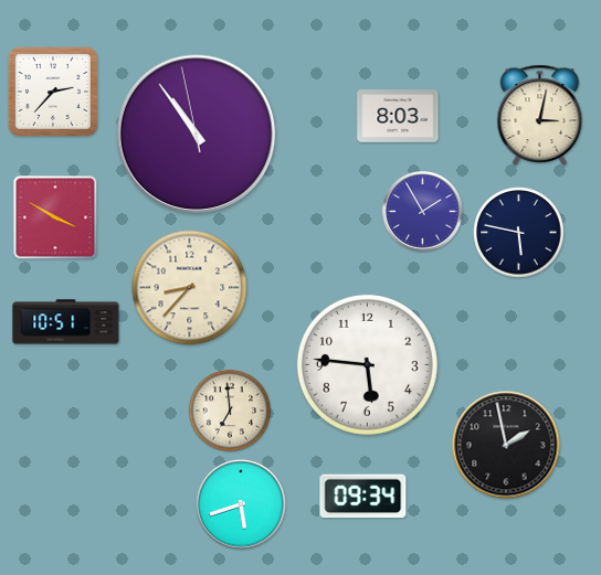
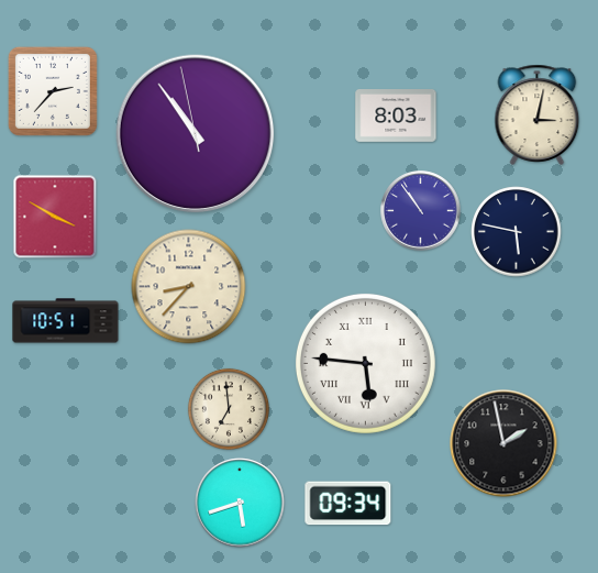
clock at (423, 212): 1:55 -> 10:54
clock at (367, 364) numerals: Arabic -> Roman
clock at (363, 497) position: (363, 497) -> (348, 504)
